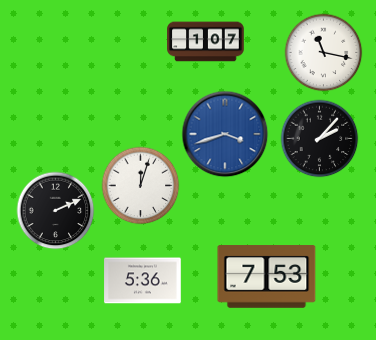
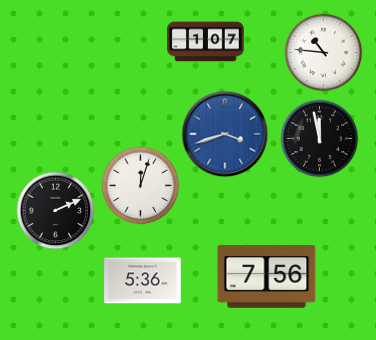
clock at (323, 52): 11:17 -> 10:46
clock at (319, 138): 2:07 -> 11:58
clock at (267, 277): 7:53 -> 7:56
